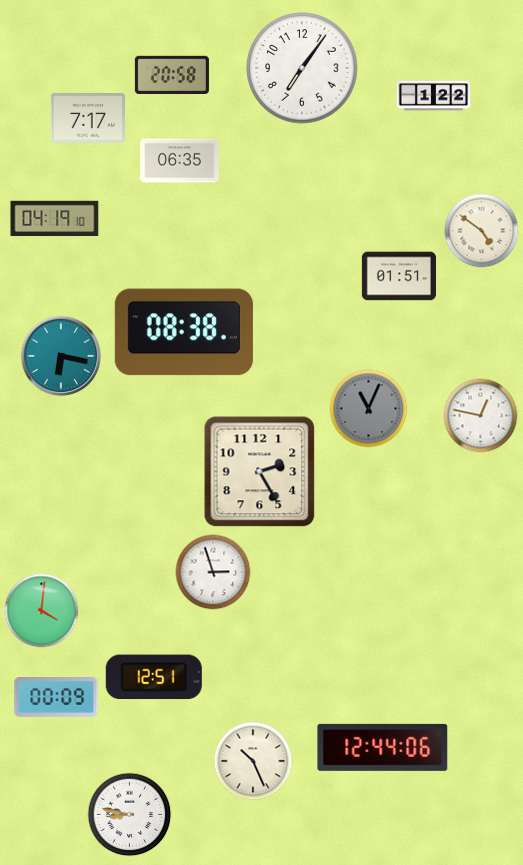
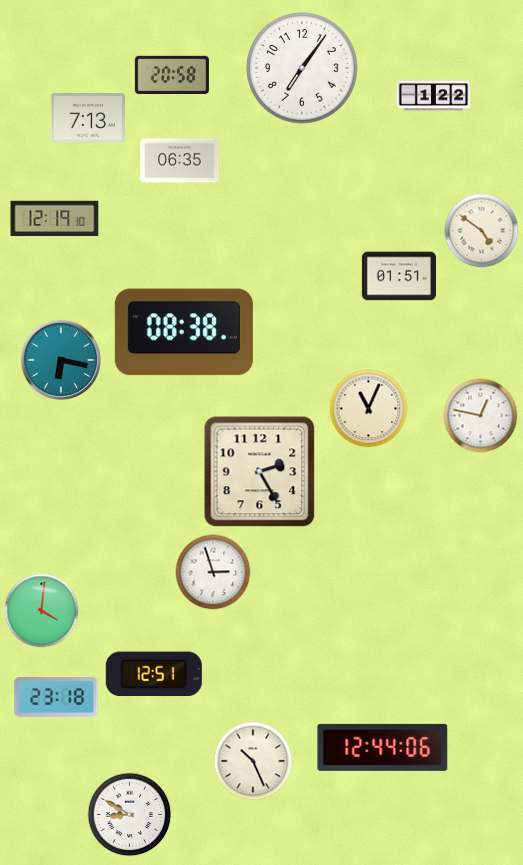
clock at (88, 118): 7:17 -> 7:13
clock at (55, 219): 04:19 -> 12:19
clock at (61, 356) position: (61, 356) -> (61, 360)
clock at (369, 409) dial: grey -> cream
clock at (154, 677) position: (154, 677) -> (154, 674)
clock at (56, 698): 00:09 -> 23:18
clock at (130, 815): 8:47 -> 8:50
